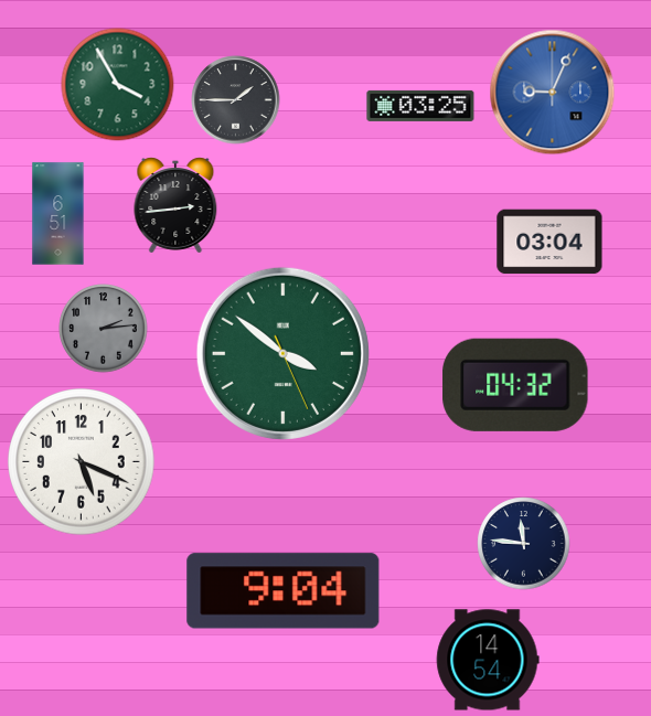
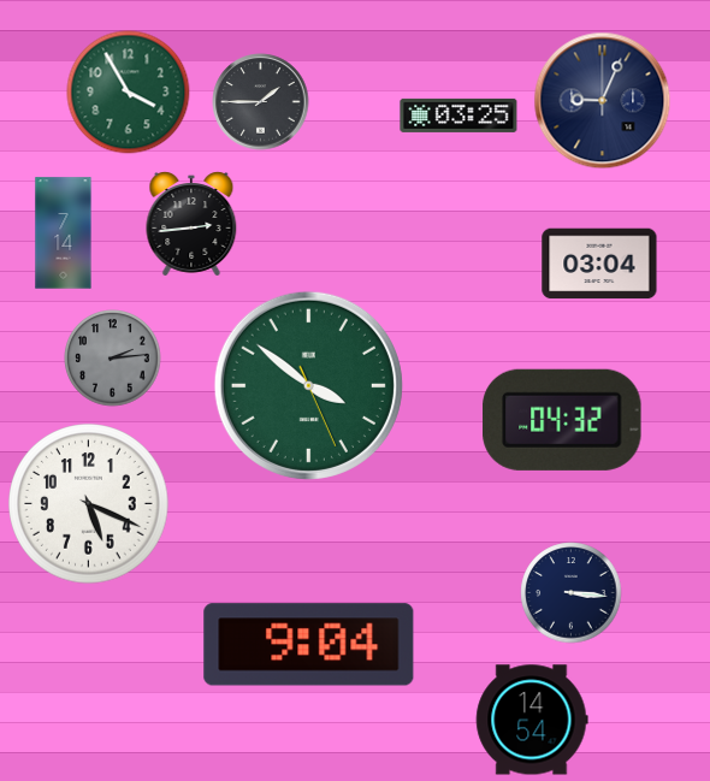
clock at (553, 93) dial: blue -> navy
clock at (236, 100) position: (236, 100) -> (261, 102)
clock at (58, 214): 6:51 -> 7:14
clock at (524, 544): 11:46 -> 3:16
